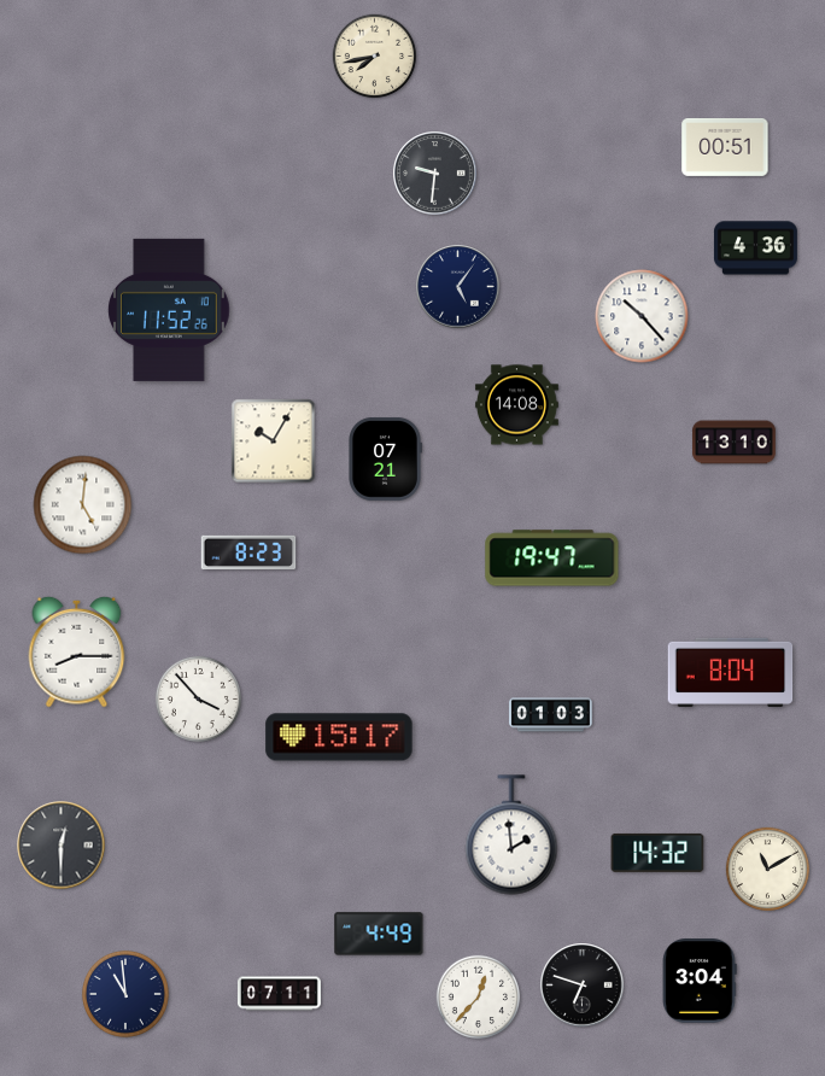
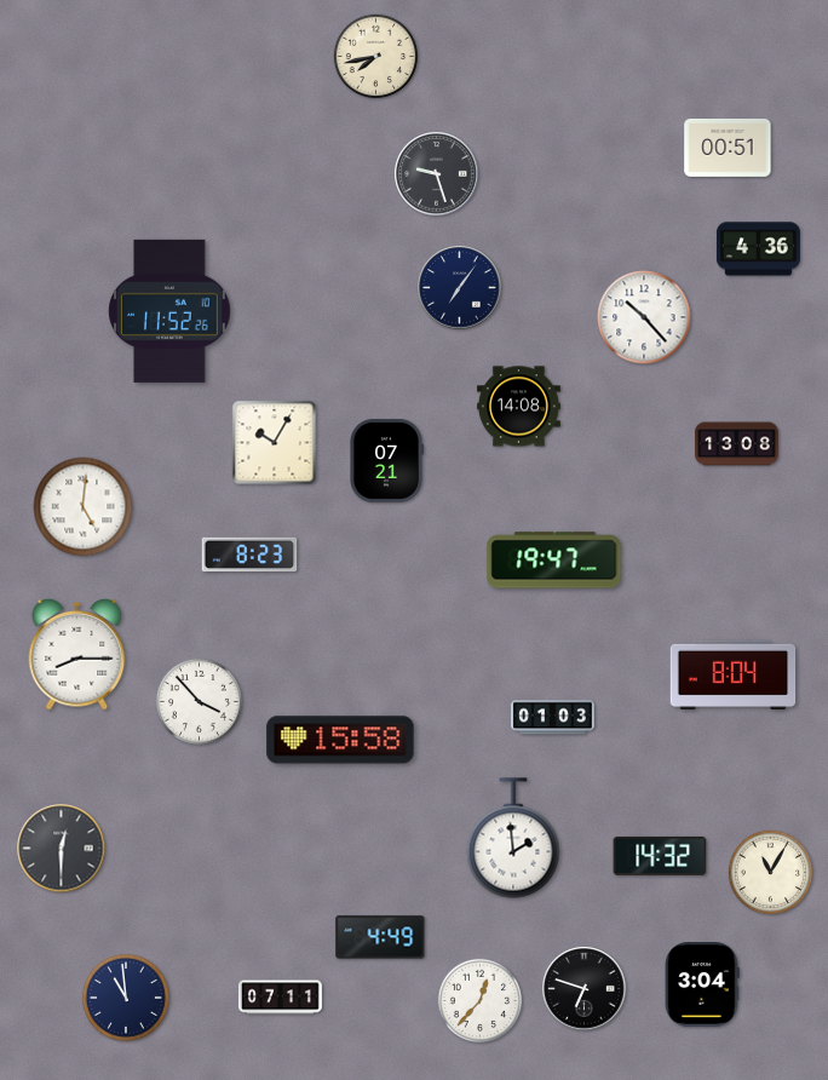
clock at (435, 174): 9:31 -> 9:27
clock at (458, 287): 5:06 -> 7:06
clock at (733, 443): 13:10 -> 13:08
clock at (339, 737): 15:17 -> 15:58
clock at (768, 870): 11:10 -> 11:05
